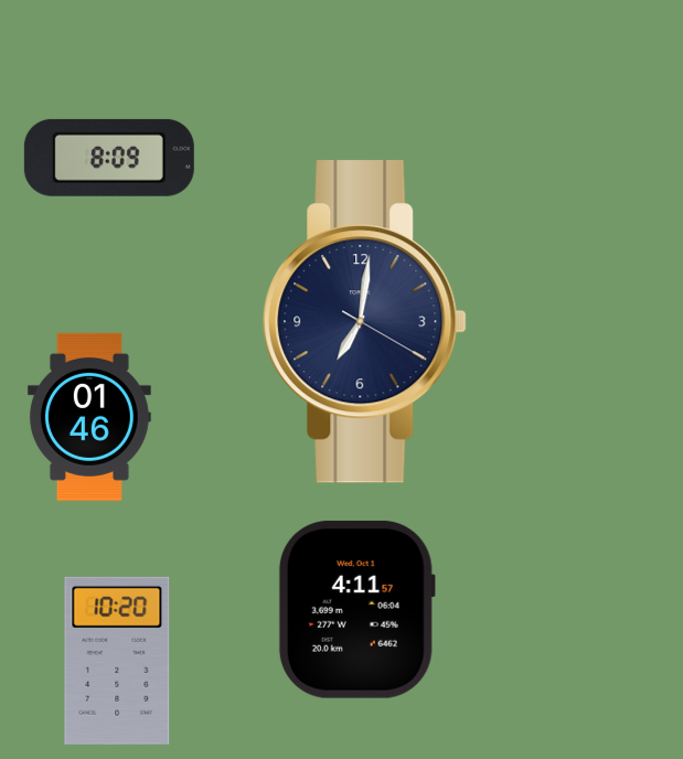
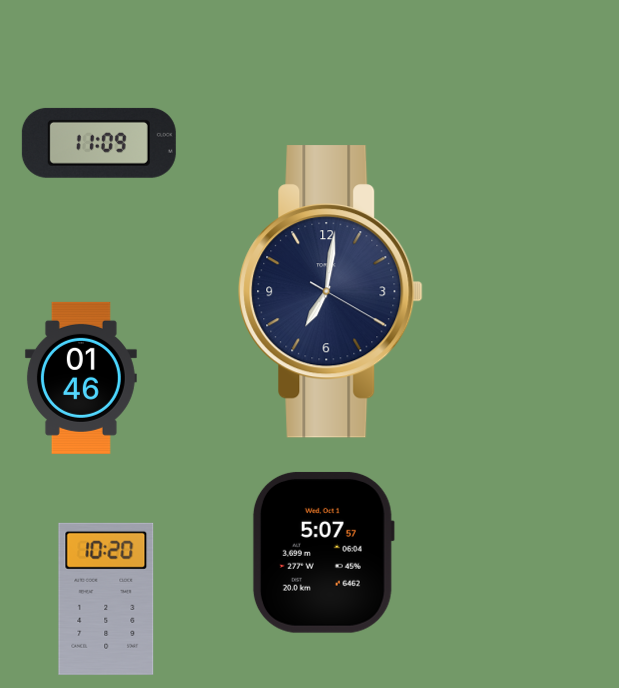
clock at (109, 158): 8:09 -> 11:09
clock at (356, 609): 4:11 -> 5:07
